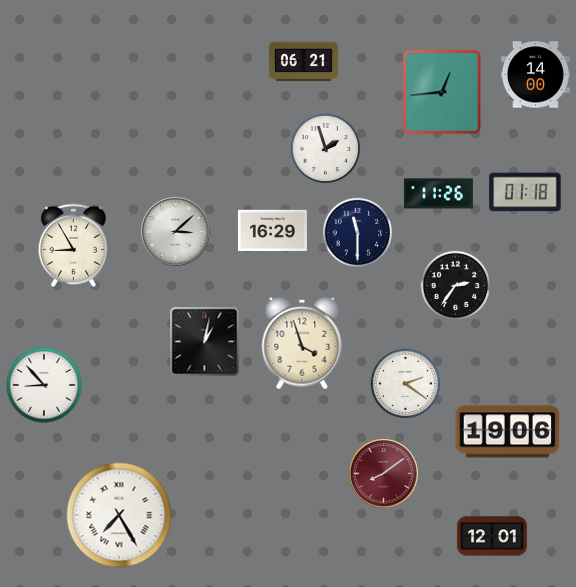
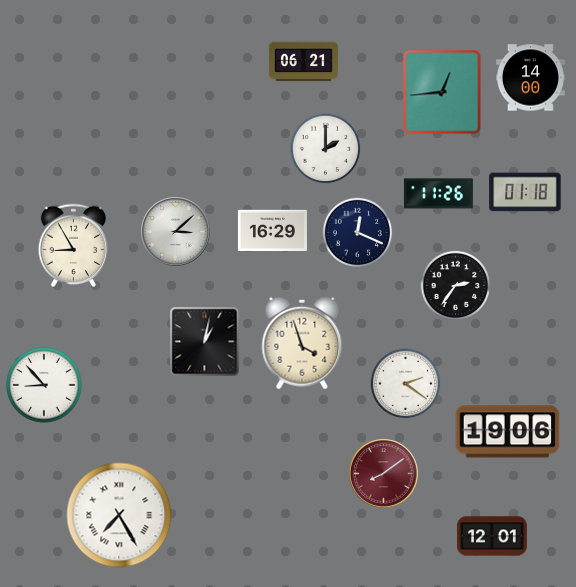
clock at (535, 75) position: (535, 75) -> (530, 78)
clock at (326, 149): 1:57 -> 2:00
clock at (358, 233): 11:30 -> 12:19
